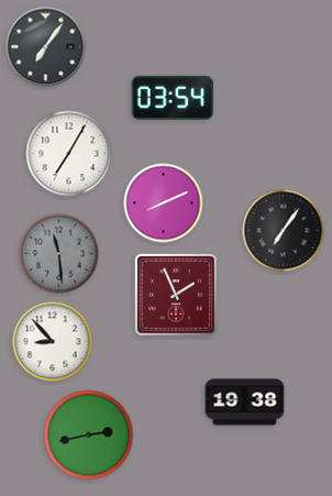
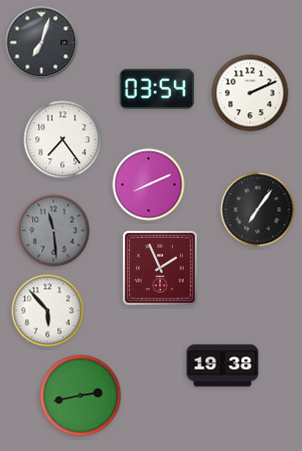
clock at (46, 47): 7:06 -> 7:03
clock at (250, 93): none -> 2:11
clock at (69, 154): 7:05 -> 7:24
clock at (53, 342): 8:53 -> 5:53
